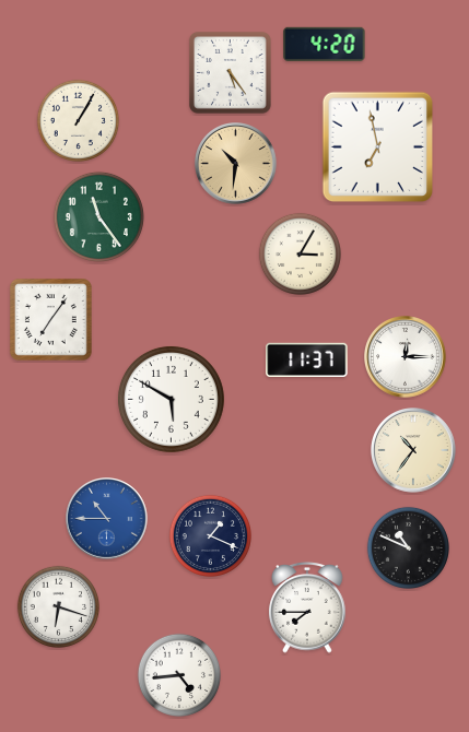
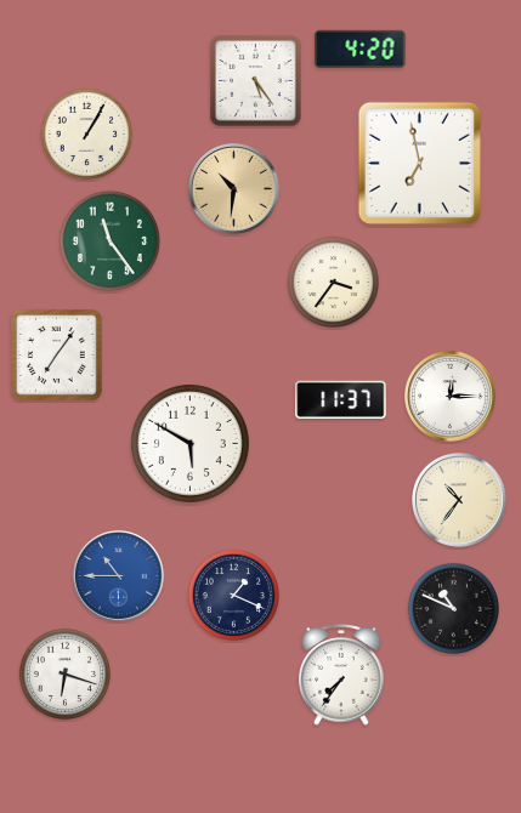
clock at (236, 164) position: (236, 164) -> (234, 189)
clock at (300, 253): 3:05 -> 3:36
clock at (307, 609): 7:45 -> 7:36
clock at (179, 675): 4:44 -> none
